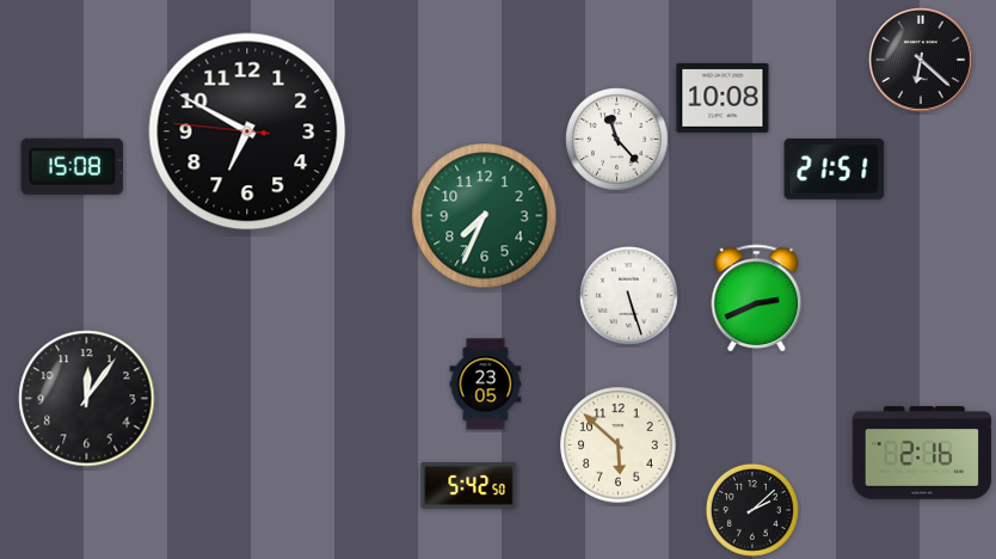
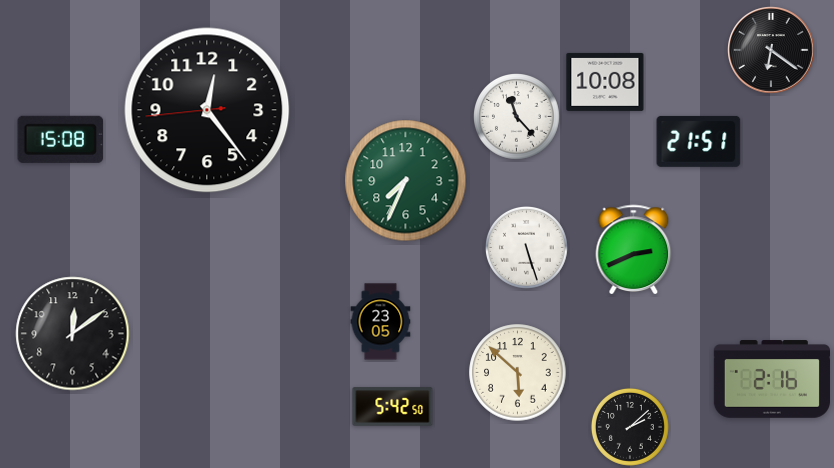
clock at (921, 60): 6:22 -> 6:21
clock at (247, 131): 6:49 -> 12:23
clock at (486, 385) position: (486, 385) -> (381, 322)
clock at (87, 399): 12:06 -> 12:09
